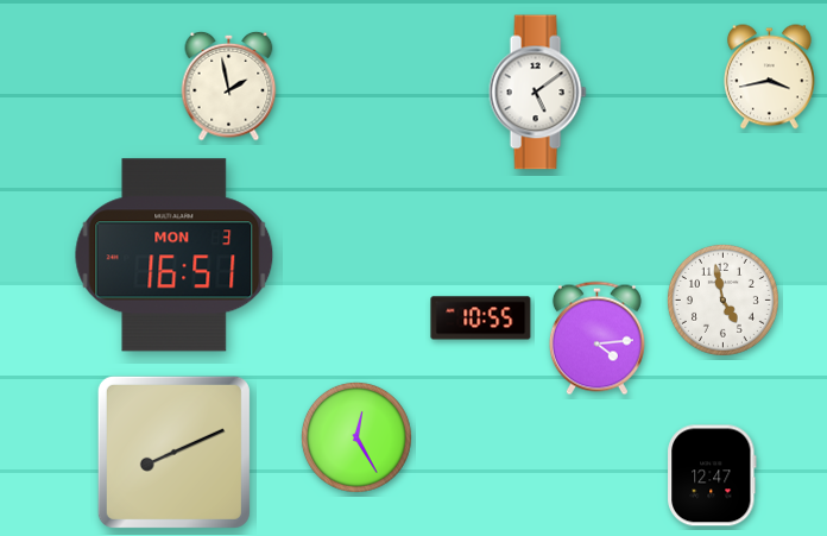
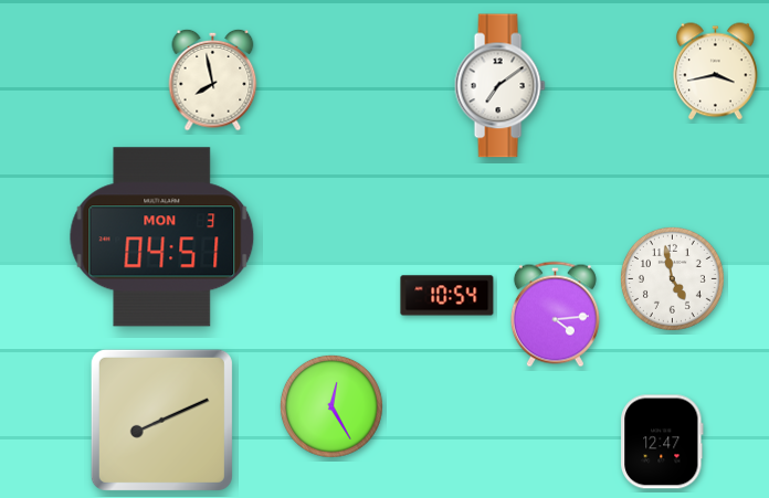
clock at (229, 86): 1:58 -> 7:58
clock at (537, 93): 5:09 -> 7:09
clock at (175, 256): 16:51 -> 04:51
clock at (481, 319): 10:55 -> 10:54
